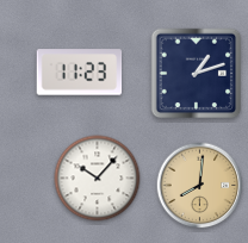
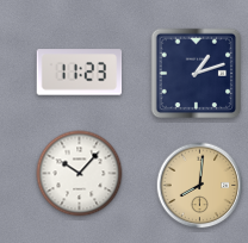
clock at (98, 179) position: (98, 179) -> (80, 174)
